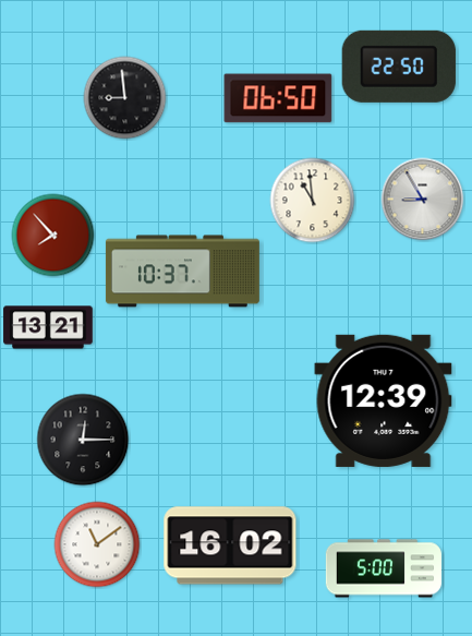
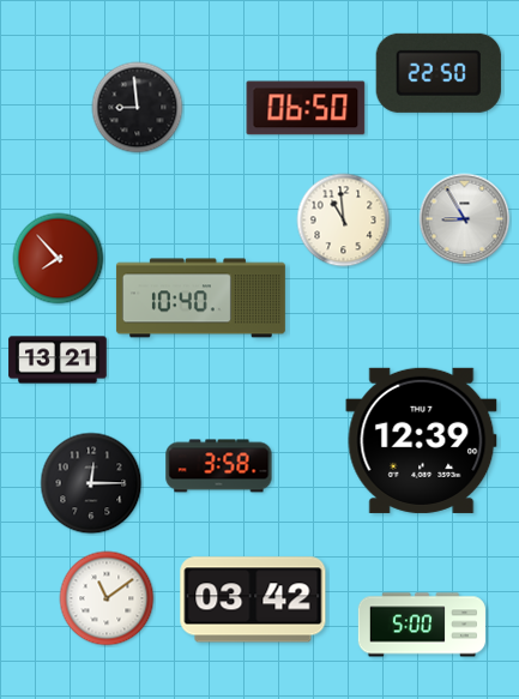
clock at (182, 272): 10:37 -> 10:40
clock at (48, 327) position: (48, 327) -> (58, 360)
clock at (219, 466): none -> 3:58
clock at (230, 545): 16:02 -> 03:42
